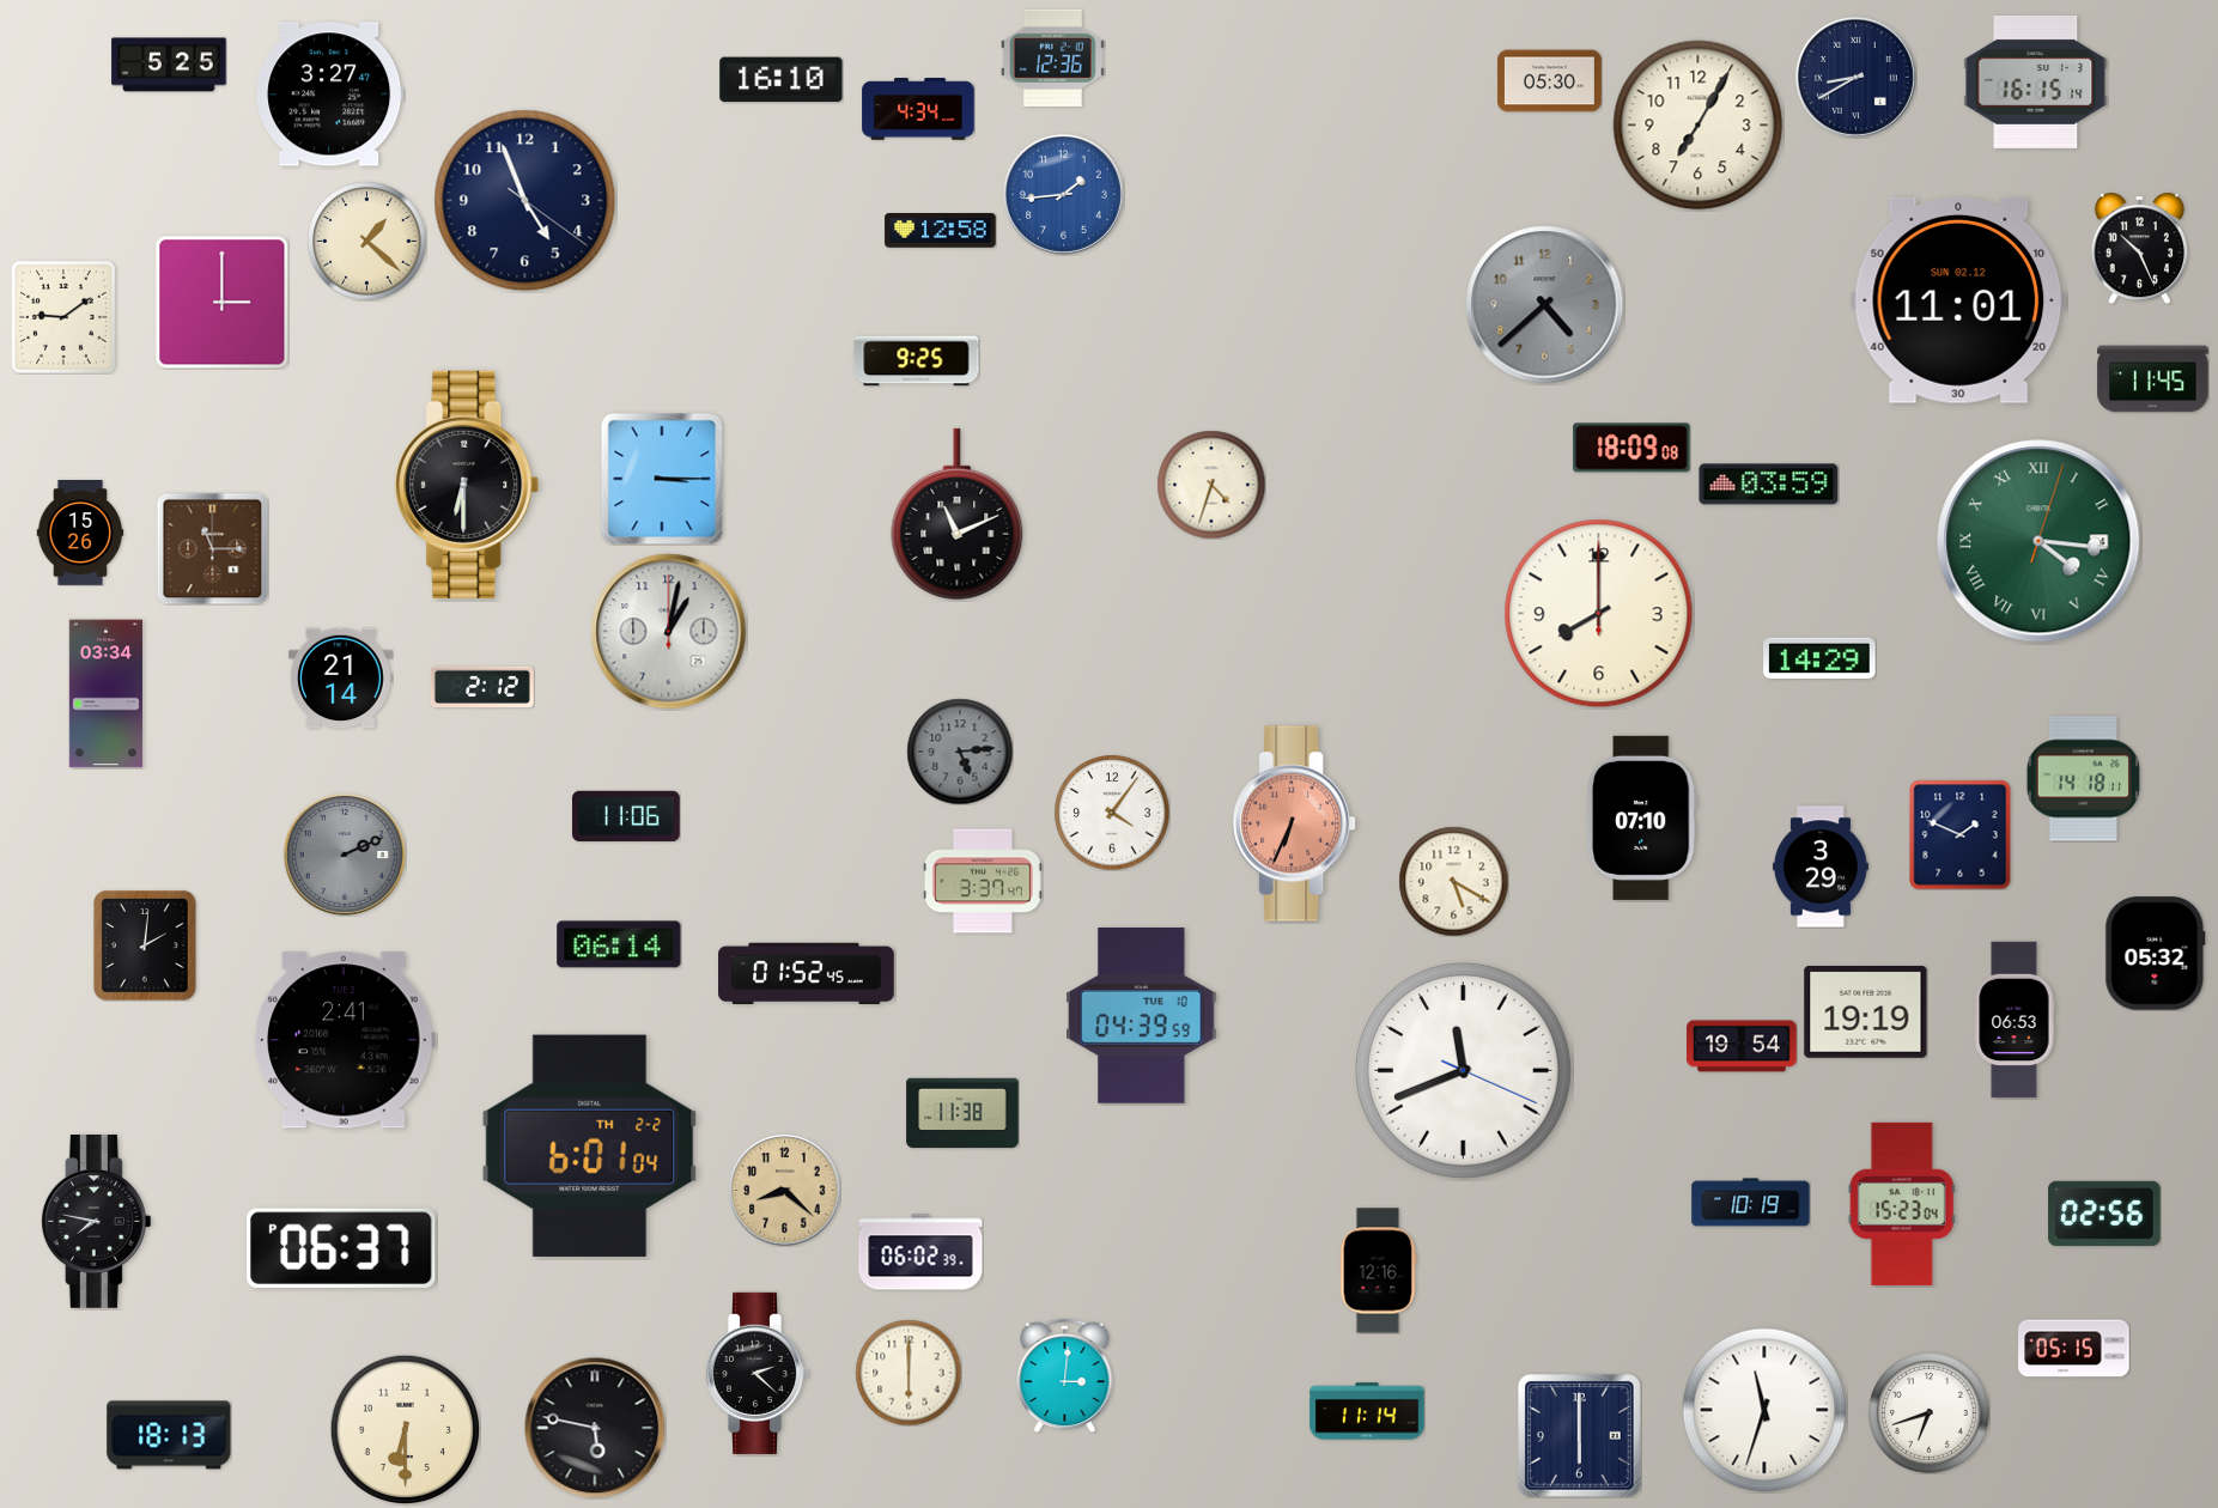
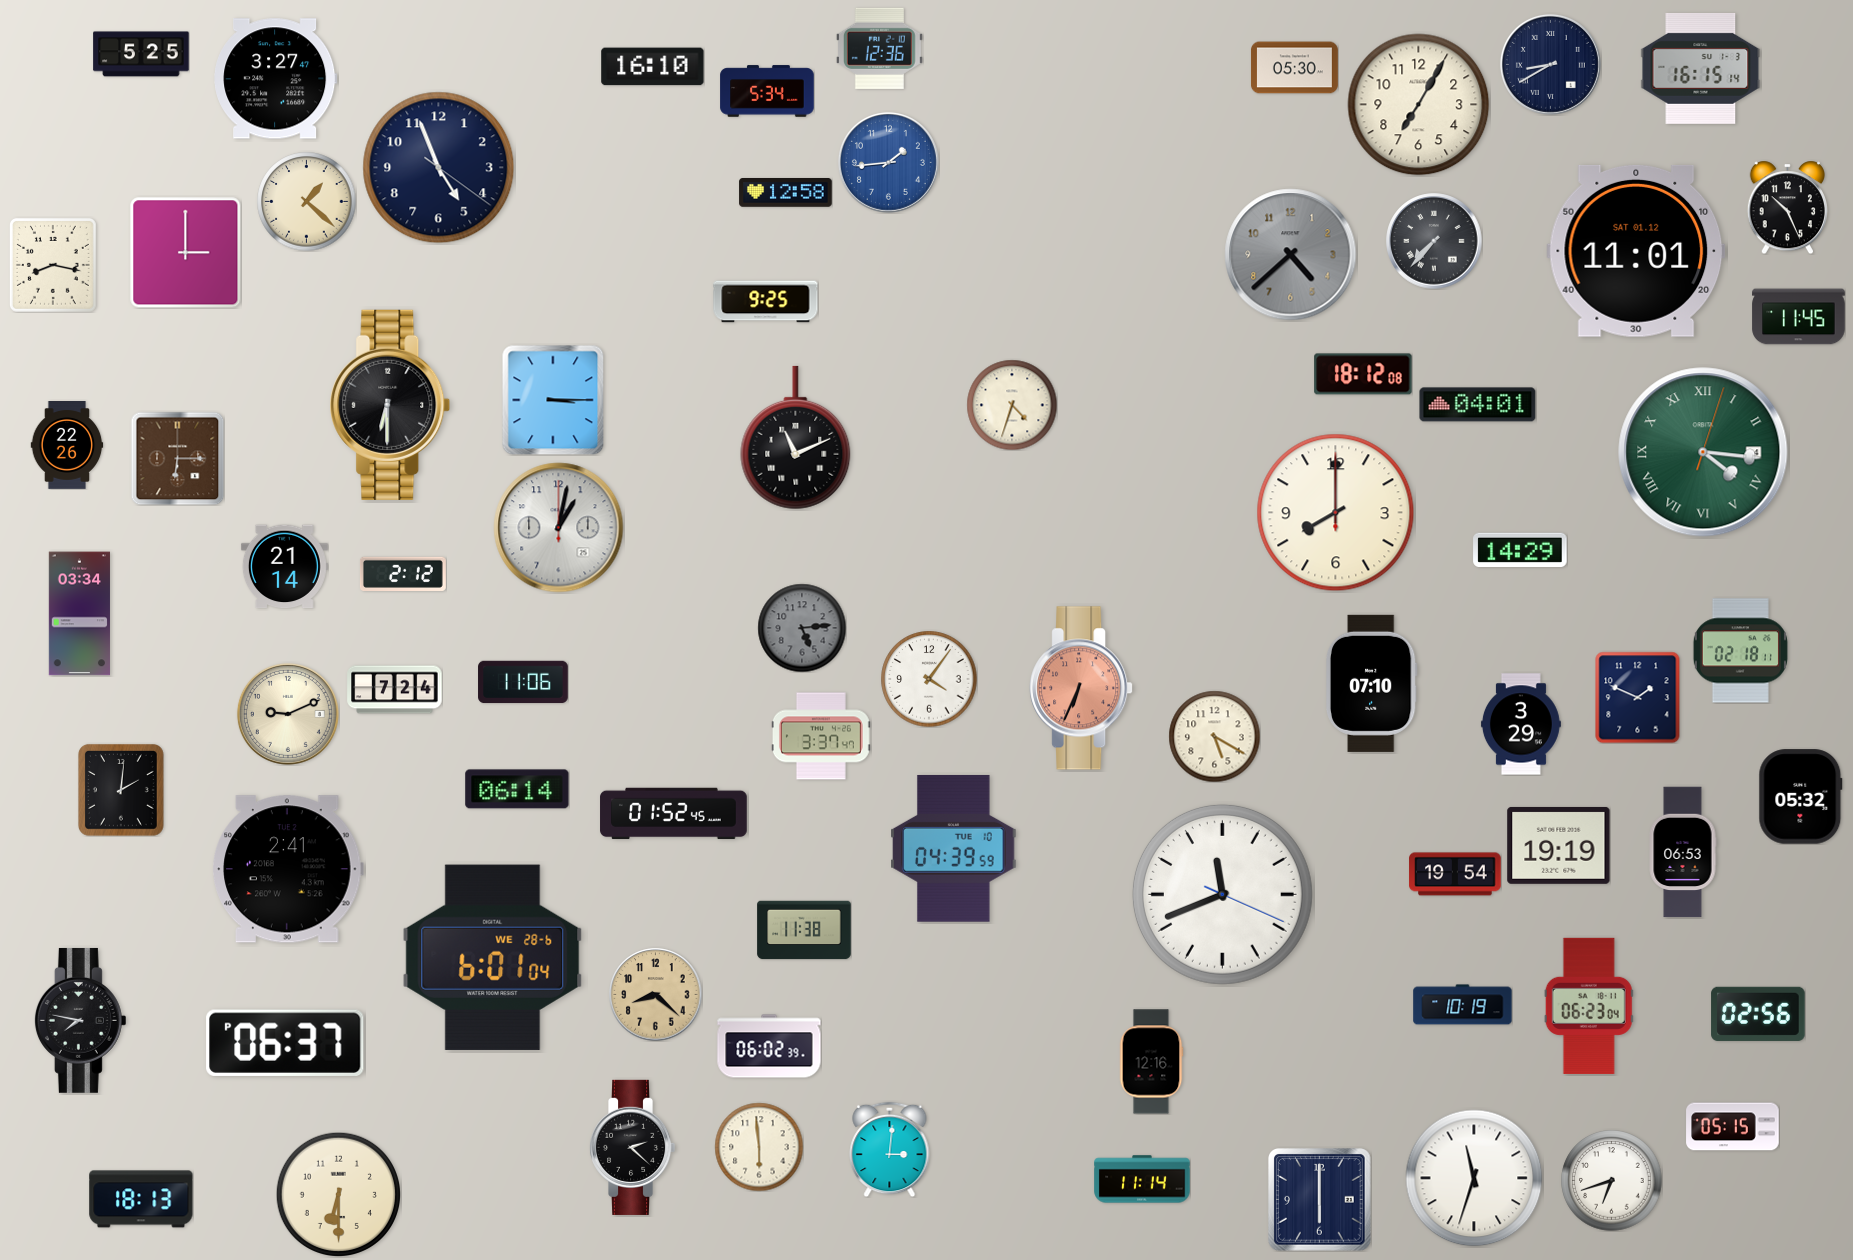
clock at (918, 109): 4:34 -> 5:34
clock at (1434, 241): none -> 7:37
clock at (1958, 300) date: SUN 02.12 -> SAT 01.12
clock at (63, 317): 9:09 -> 8:17
clock at (1631, 448): 18:09 -> 18:12
clock at (1769, 485): 03:59 -> 04:01
clock at (958, 515) position: (958, 515) -> (796, 438)
clock at (80, 534): 15:26 -> 22:26
clock at (212, 548): 11:15 -> 6:15
clock at (105, 694) position: (105, 694) -> (79, 614)
clock at (2083, 779): 14:18 -> 02:18
clock at (395, 690): none -> 7:24
clock at (345, 855): 2:11 -> 9:11
clock at (345, 855) dial: grey -> cream
clock at (590, 1145) date: TH 2-2 -> WE 28-6
clock at (1902, 1204): 15:23 -> 06:23
clock at (909, 1373): 6:00 -> 5:59
clock at (595, 1428): 5:47 -> none
